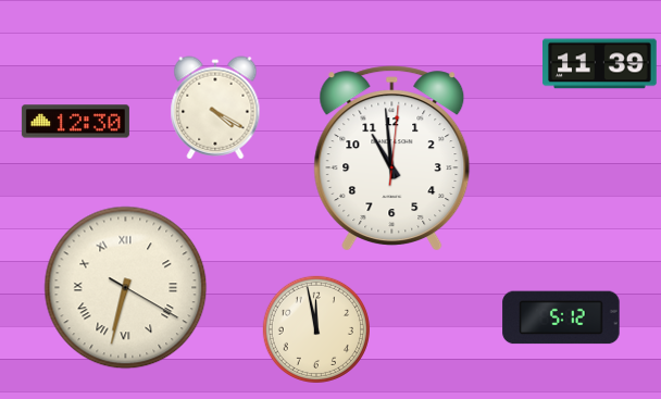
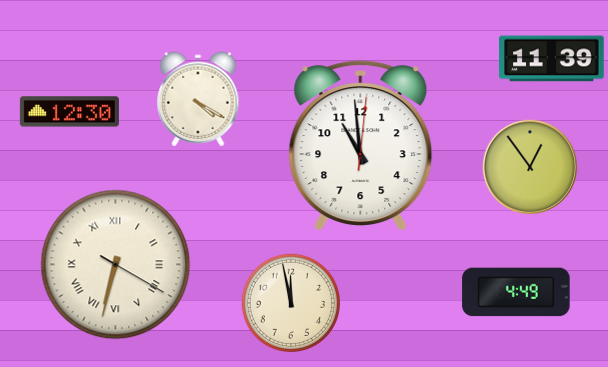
clock at (529, 166): none -> 12:54
clock at (561, 317): 5:12 -> 4:49
